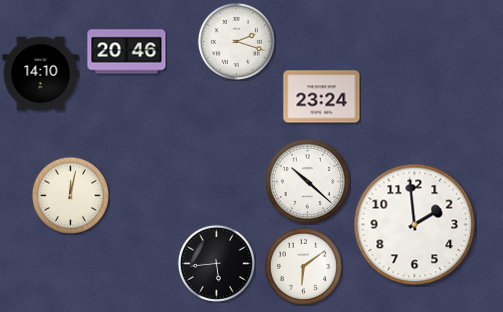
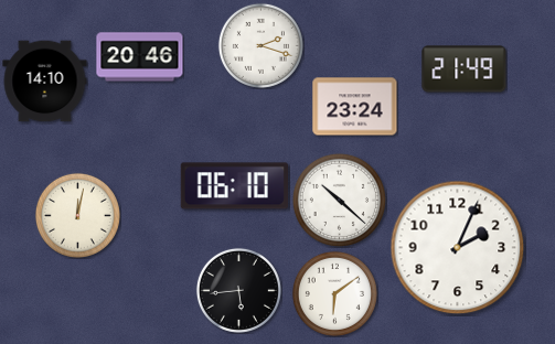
clock at (465, 69): none -> 21:49
clock at (234, 186): none -> 06:10
clock at (415, 225): 1:59 -> 2:04
